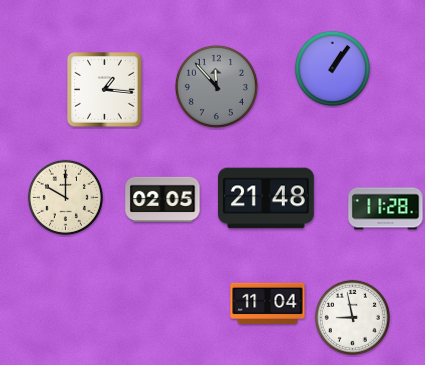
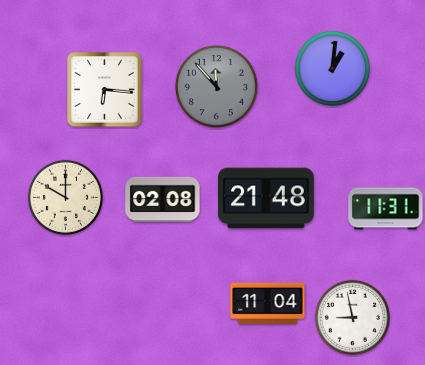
clock at (332, 68): 1:06 -> 1:01
clock at (105, 90): 1:16 -> 6:16
clock at (163, 199): 02:05 -> 02:08
clock at (386, 209): 11:28 -> 11:31
